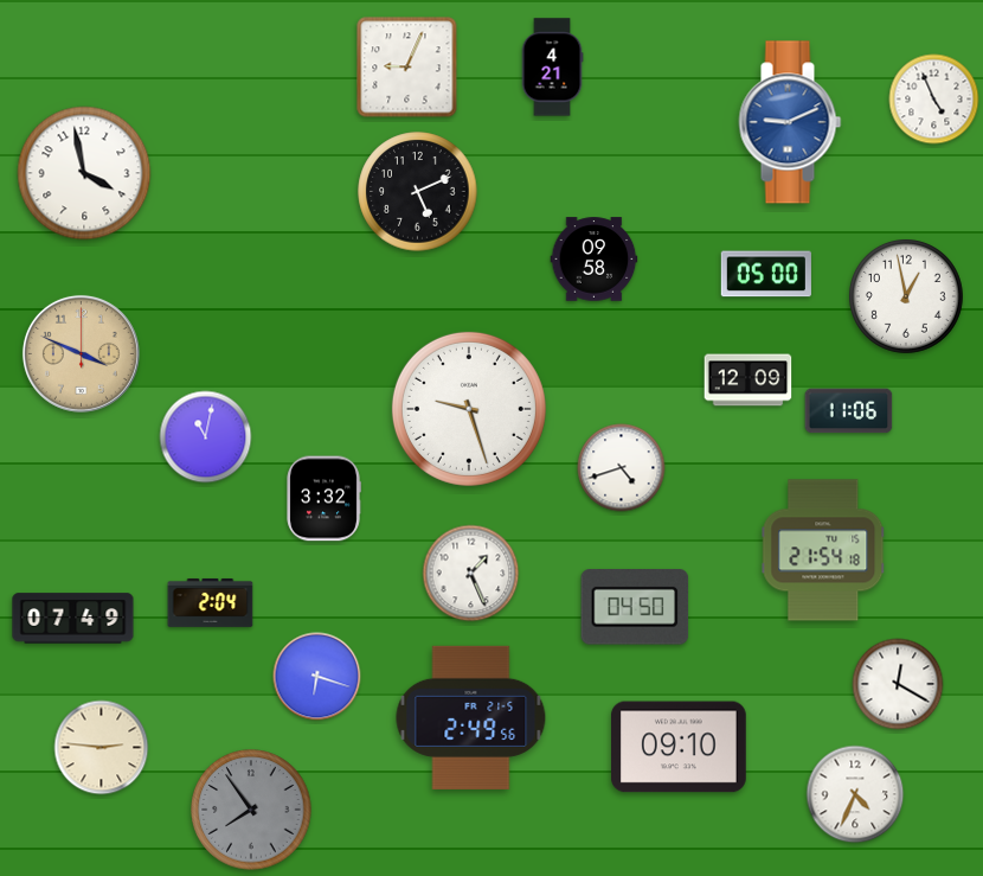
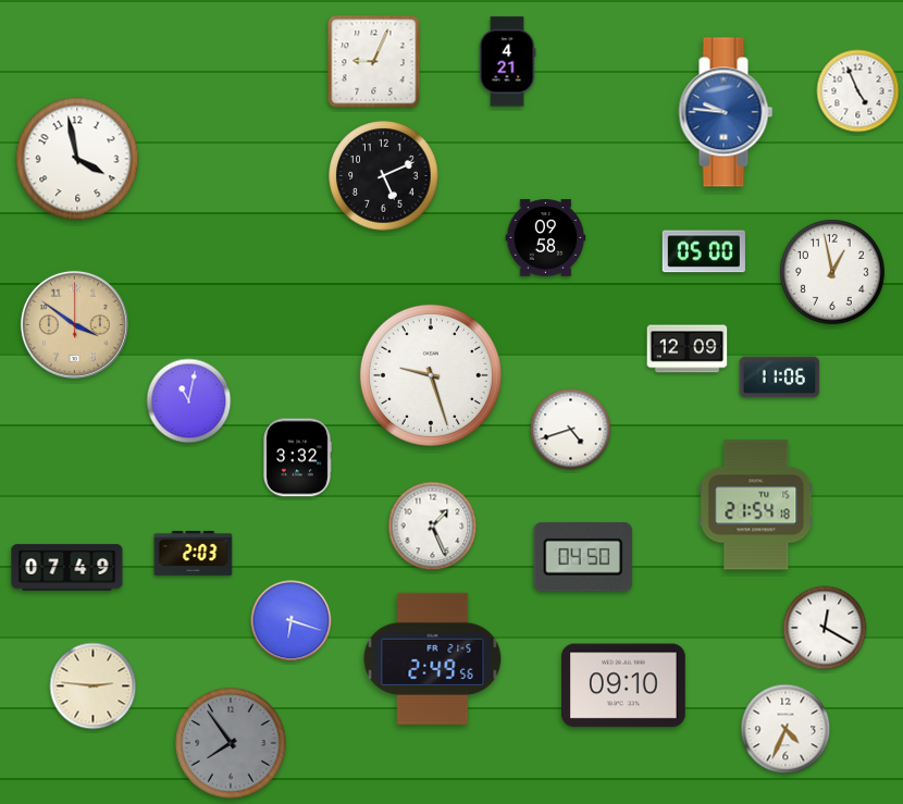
clock at (790, 122): 9:11 -> 9:46
clock at (81, 353): 3:49 -> 3:51
clock at (211, 602): 2:04 -> 2:03
